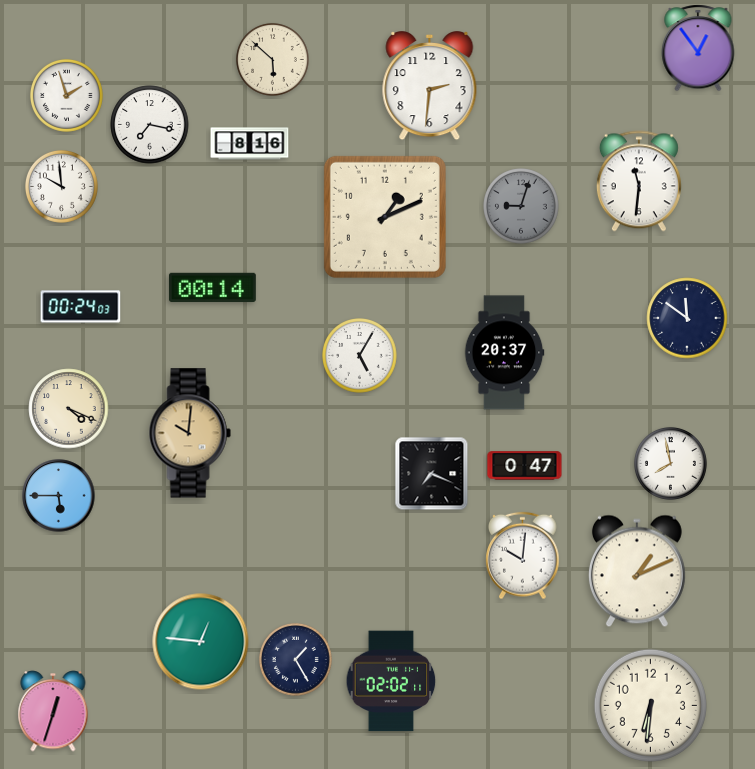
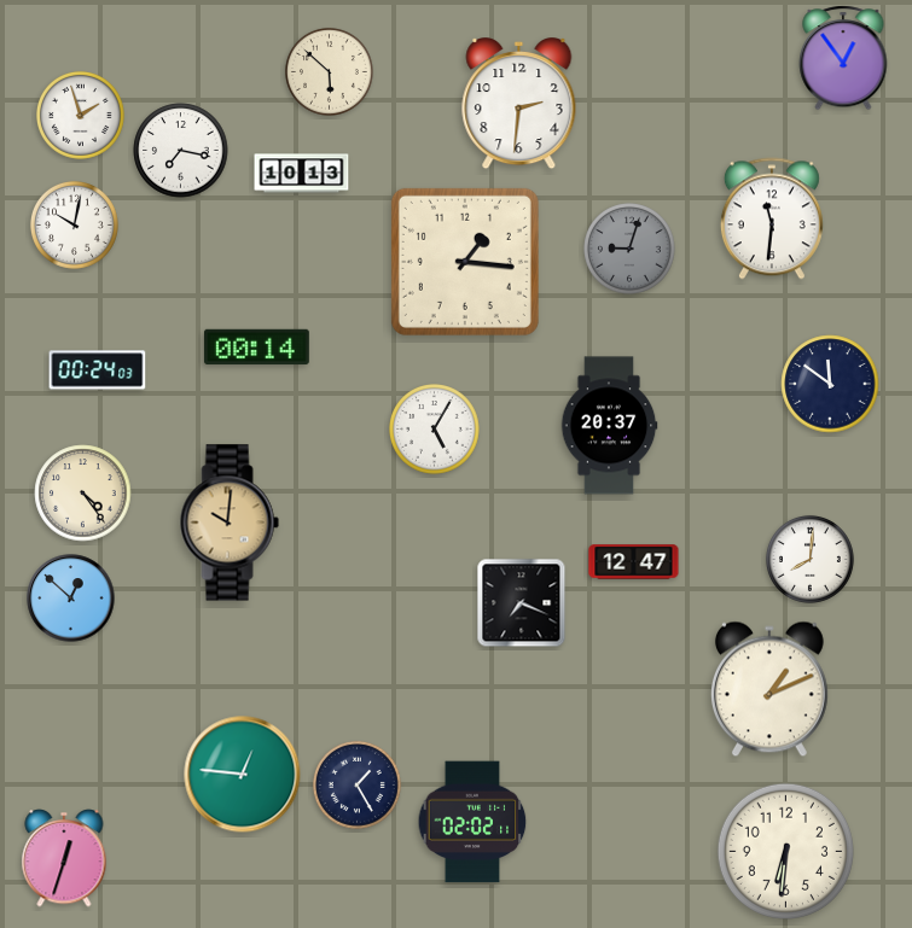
clock at (250, 144): 8:16 -> 10:13
clock at (61, 186): 9:59 -> 10:02
clock at (385, 217): 1:11 -> 1:16
clock at (69, 409): 4:19 -> 4:24
clock at (670, 463): 7:58 -> 8:01
clock at (525, 466): 0:47 -> 12:47
clock at (432, 474) position: (432, 474) -> (522, 603)
clock at (59, 496): 5:45 -> 12:52
clock at (523, 556): 10:01 -> none
clock at (295, 659) position: (295, 659) -> (356, 784)
